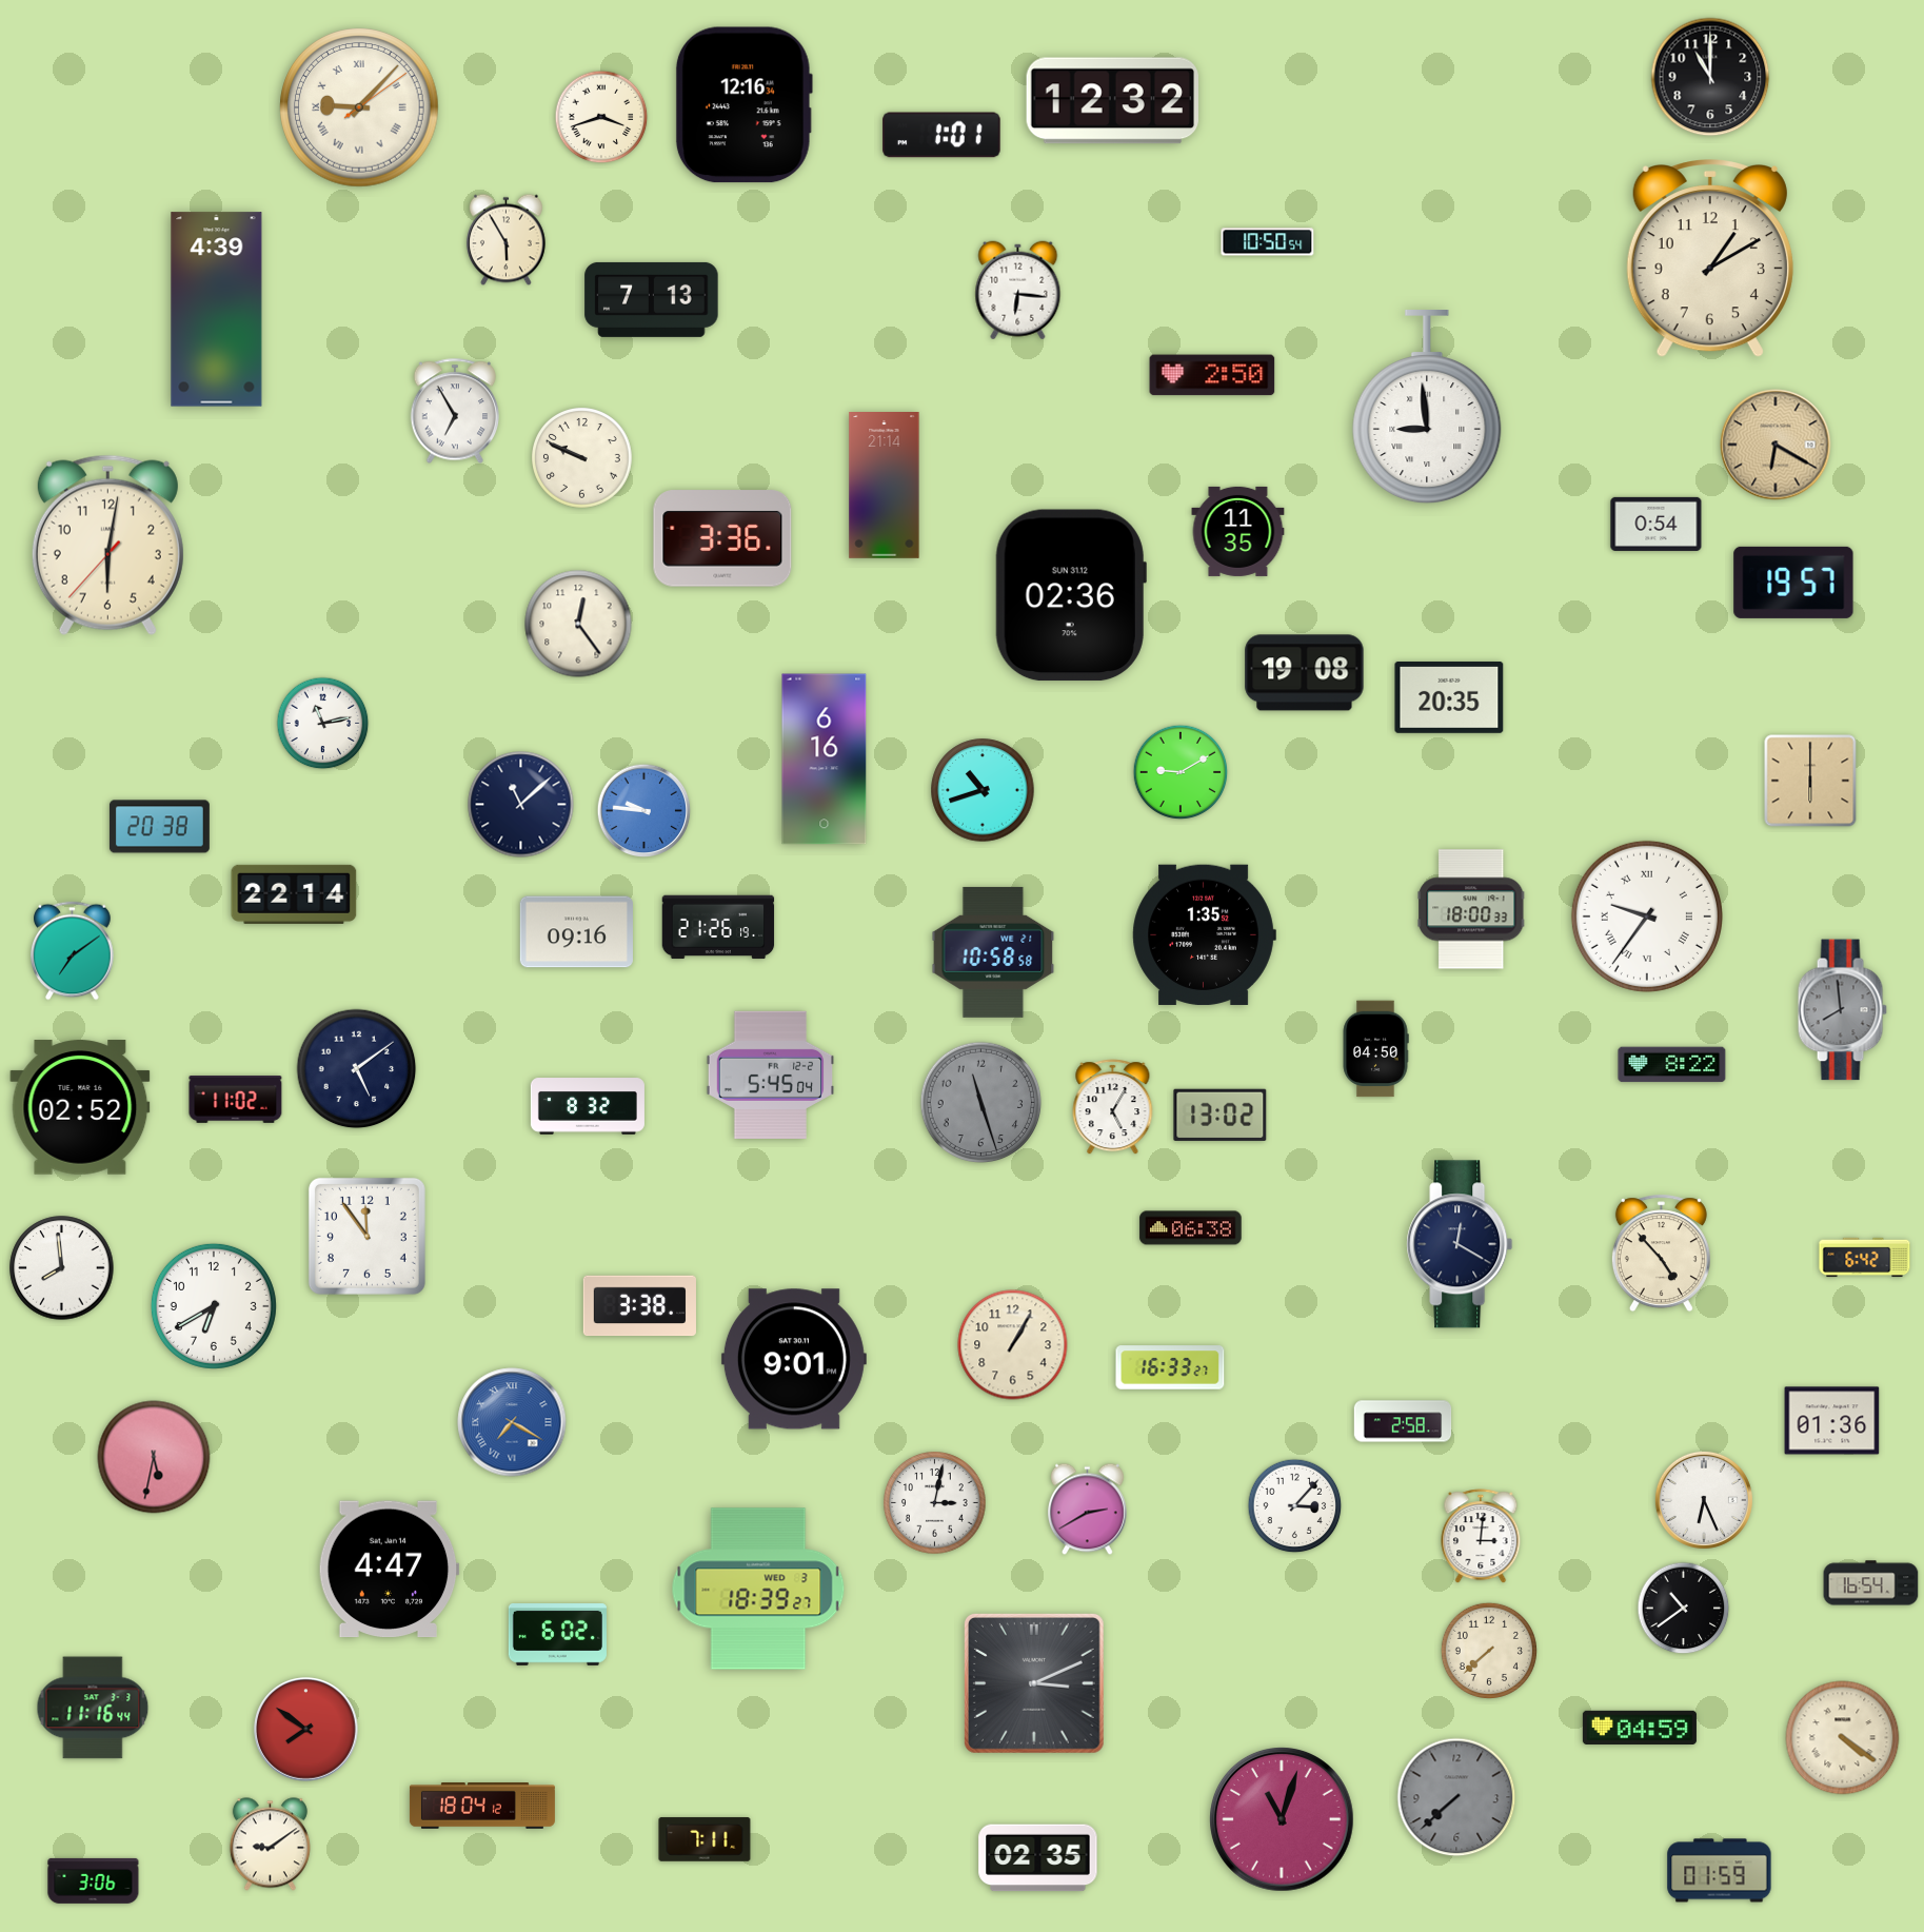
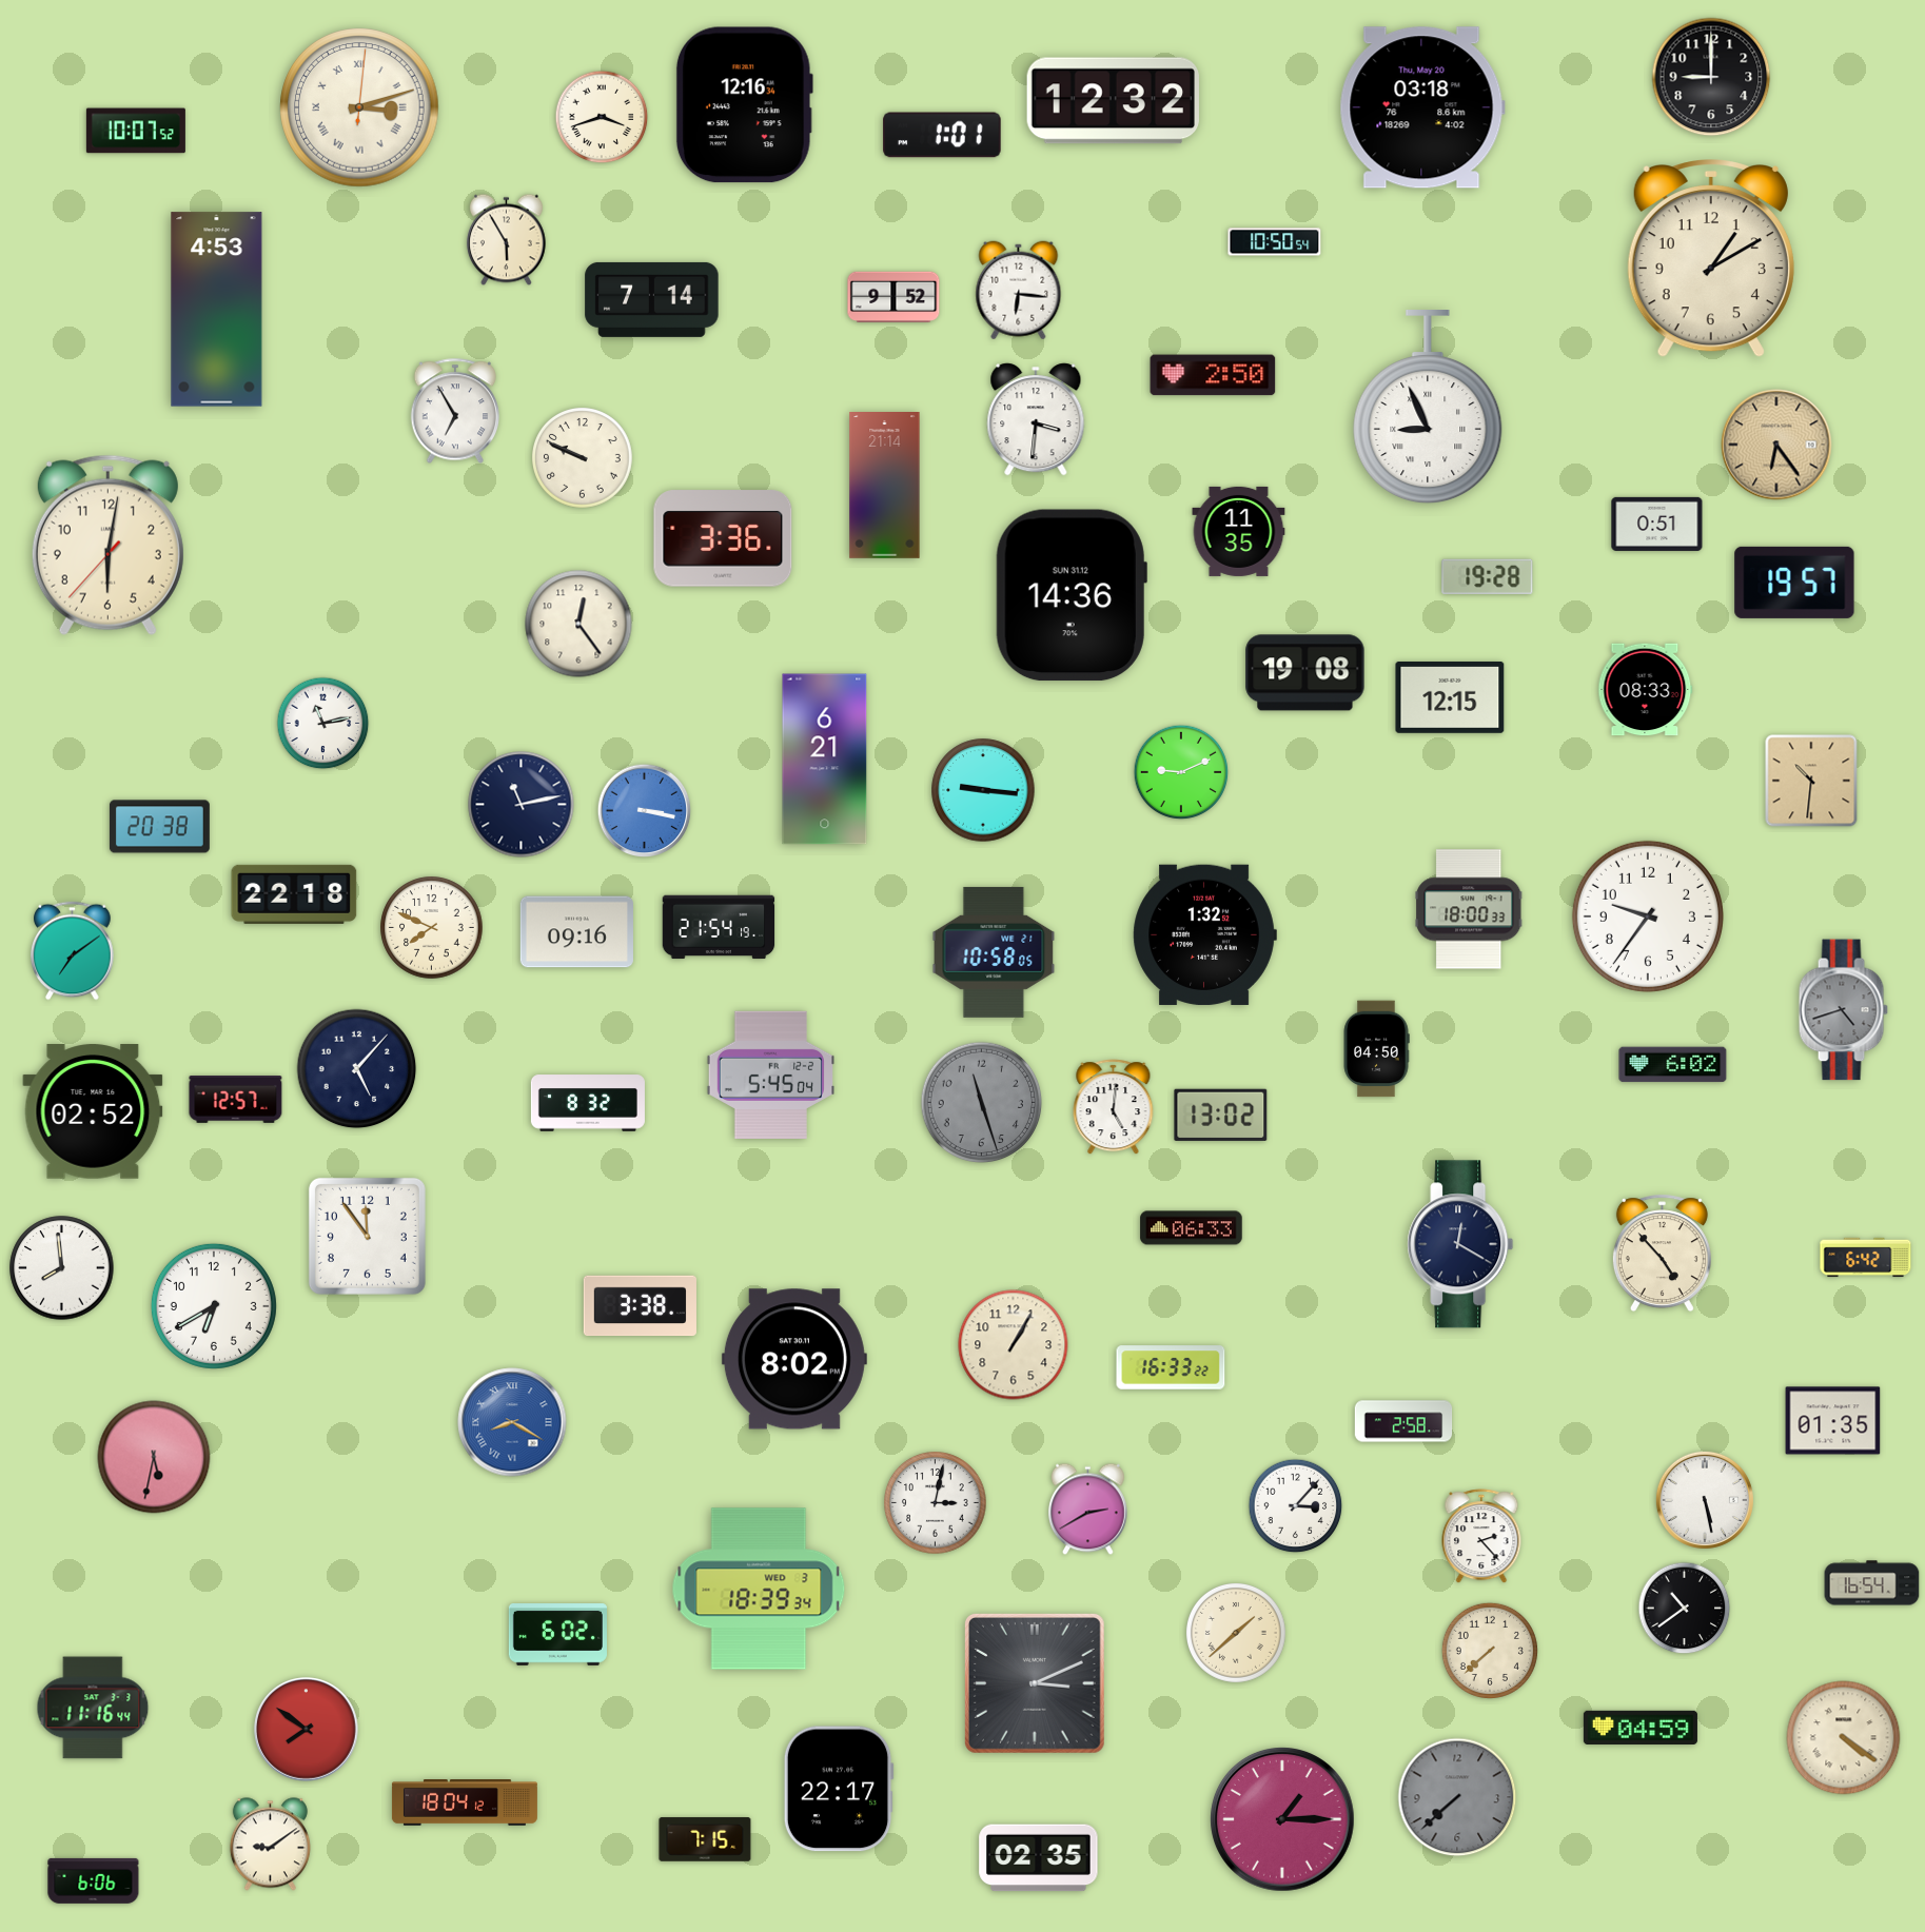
clock at (1710, 77): 11:00 -> 9:00
clock at (359, 107): 9:07 -> 3:12
clock at (1422, 107): none -> 03:18
clock at (136, 131): none -> 10:07
clock at (1268, 242) position: (1268, 242) -> (1275, 242)
clock at (893, 296): none -> 9:52
clock at (652, 299): 7:13 -> 7:14
clock at (217, 310): 4:39 -> 4:53
clock at (1427, 408): 8:59 -> 8:56
clock at (1036, 419): none -> 3:31
clock at (1776, 445): 6:20 -> 6:24
clock at (1657, 524): 0:54 -> 0:51
clock at (1488, 576): none -> 19:28
clock at (1071, 595): 02:36 -> 14:36
clock at (1646, 690): none -> 08:33
clock at (1449, 697): 20:35 -> 12:15
clock at (825, 760): 6:16 -> 6:21
clock at (1181, 772): 9:10 -> 9:11
clock at (1810, 781): 6:00 -> 10:31
clock at (983, 790): 10:42 -> 9:16
clock at (521, 805): 11:08 -> 11:13
clock at (644, 811): 9:46 -> 3:17
clock at (294, 894): 22:14 -> 22:18
clock at (1471, 909) position: (1471, 909) -> (1469, 909)
clock at (1647, 916) numerals: Roman -> Arabic
clock at (718, 927): 21:26 -> 21:54
clock at (432, 928): none -> 7:49
clock at (1204, 934): 1:35 -> 1:32
clock at (993, 952): 10:58:58 -> 10:58:05
clock at (1842, 1010): 7:59 -> 4:42
clock at (1672, 1065): 8:22 -> 6:02
clock at (357, 1069): 5:09 -> 5:07
clock at (236, 1100): 11:02 -> 12:57
clock at (588, 1106) position: (588, 1106) -> (588, 1103)
clock at (80, 1107) position: (80, 1107) -> (93, 1111)
clock at (1113, 1107): 5:05 -> 5:01
clock at (1191, 1228): 06:38 -> 06:33
clock at (794, 1359): 9:01 -> 8:02
clock at (1170, 1367): 16:33:27 -> 16:33:22
clock at (1832, 1421): 01:36 -> 01:35
clock at (512, 1422): 7:20 -> 8:20
clock at (1704, 1500): 6:26 -> 5:28
clock at (1481, 1537): 3:01 -> 2:23
clock at (389, 1570): 4:47 -> none
clock at (758, 1589): 18:39:27 -> 18:39:34
clock at (1236, 1633): none -> 1:38
clock at (839, 1789): none -> 22:17
clock at (482, 1807) position: (482, 1807) -> (465, 1803)
clock at (1283, 1820): 11:03 -> 1:15
clock at (705, 1839): 7:11 -> 7:15
clock at (1720, 1871): 01:59 -> none
clock at (94, 1880): 3:06 -> 6:06
